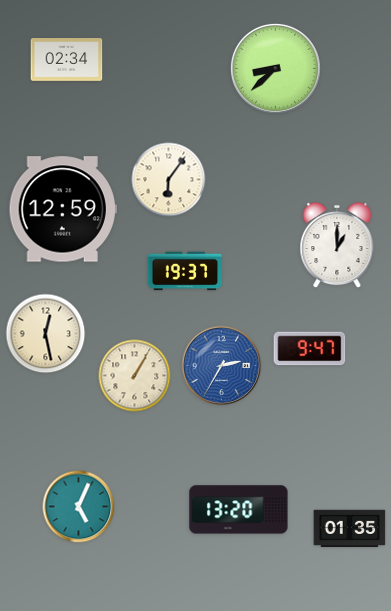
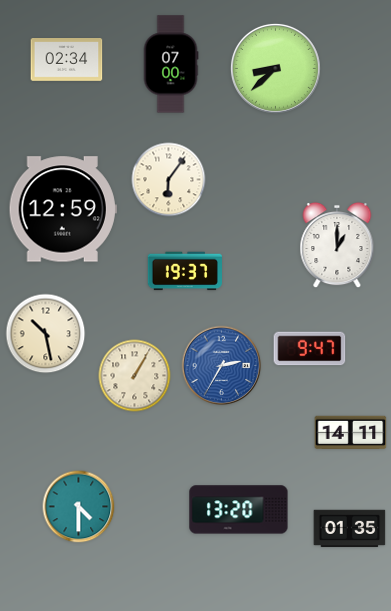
clock at (171, 64): none -> 07:00
clock at (46, 334): 12:28 -> 10:28
clock at (351, 433): none -> 14:11
clock at (79, 507): 5:04 -> 4:30
